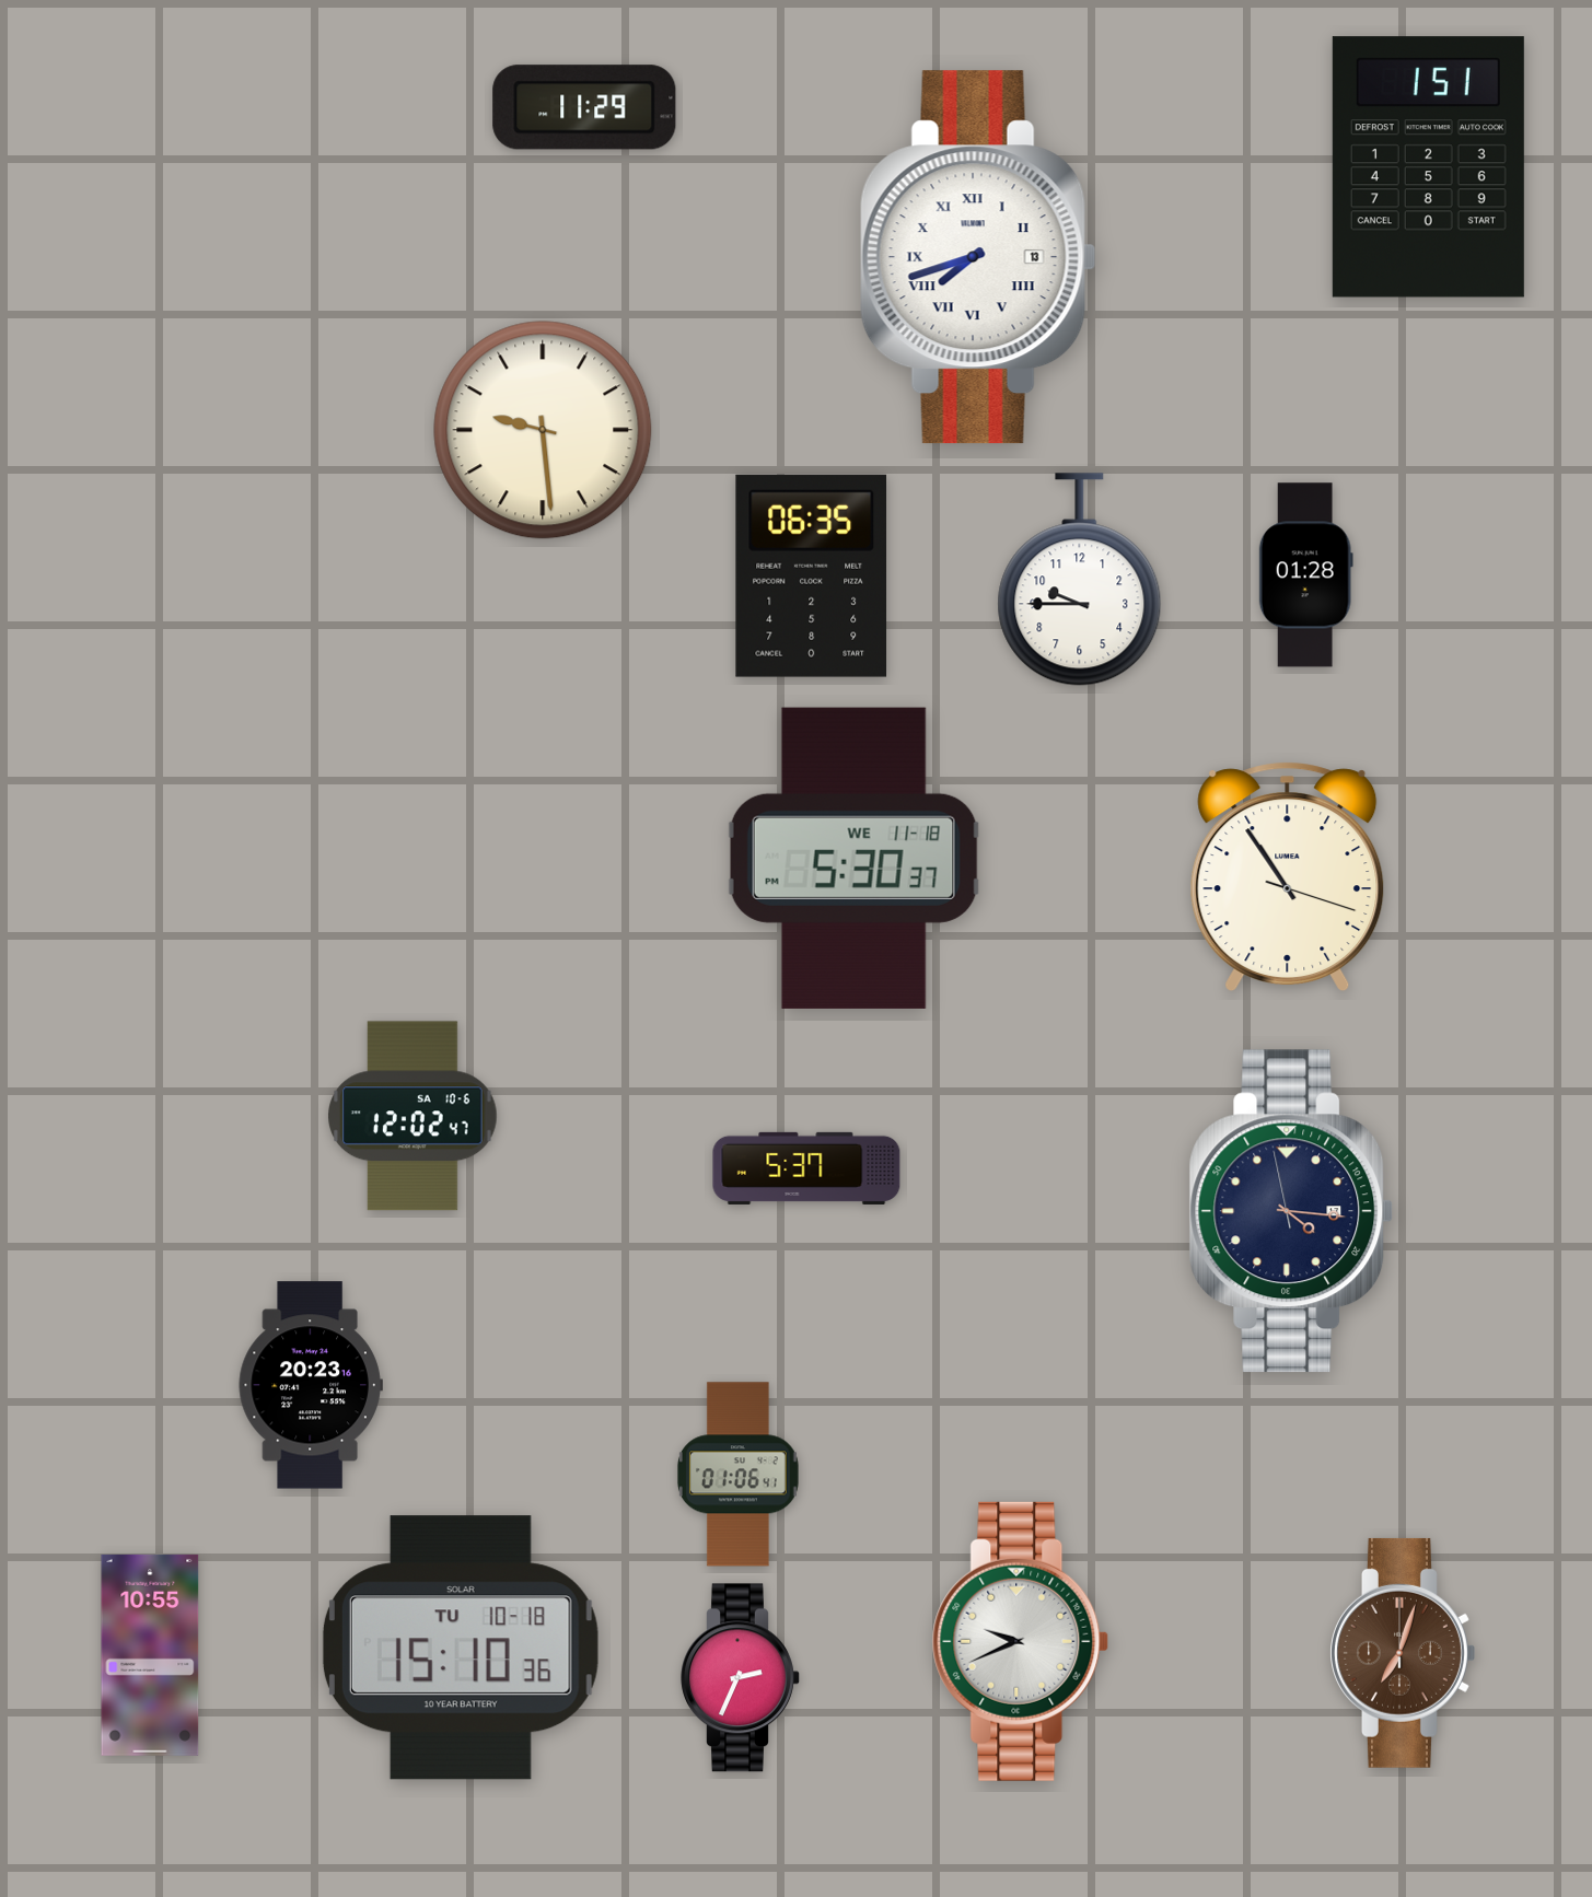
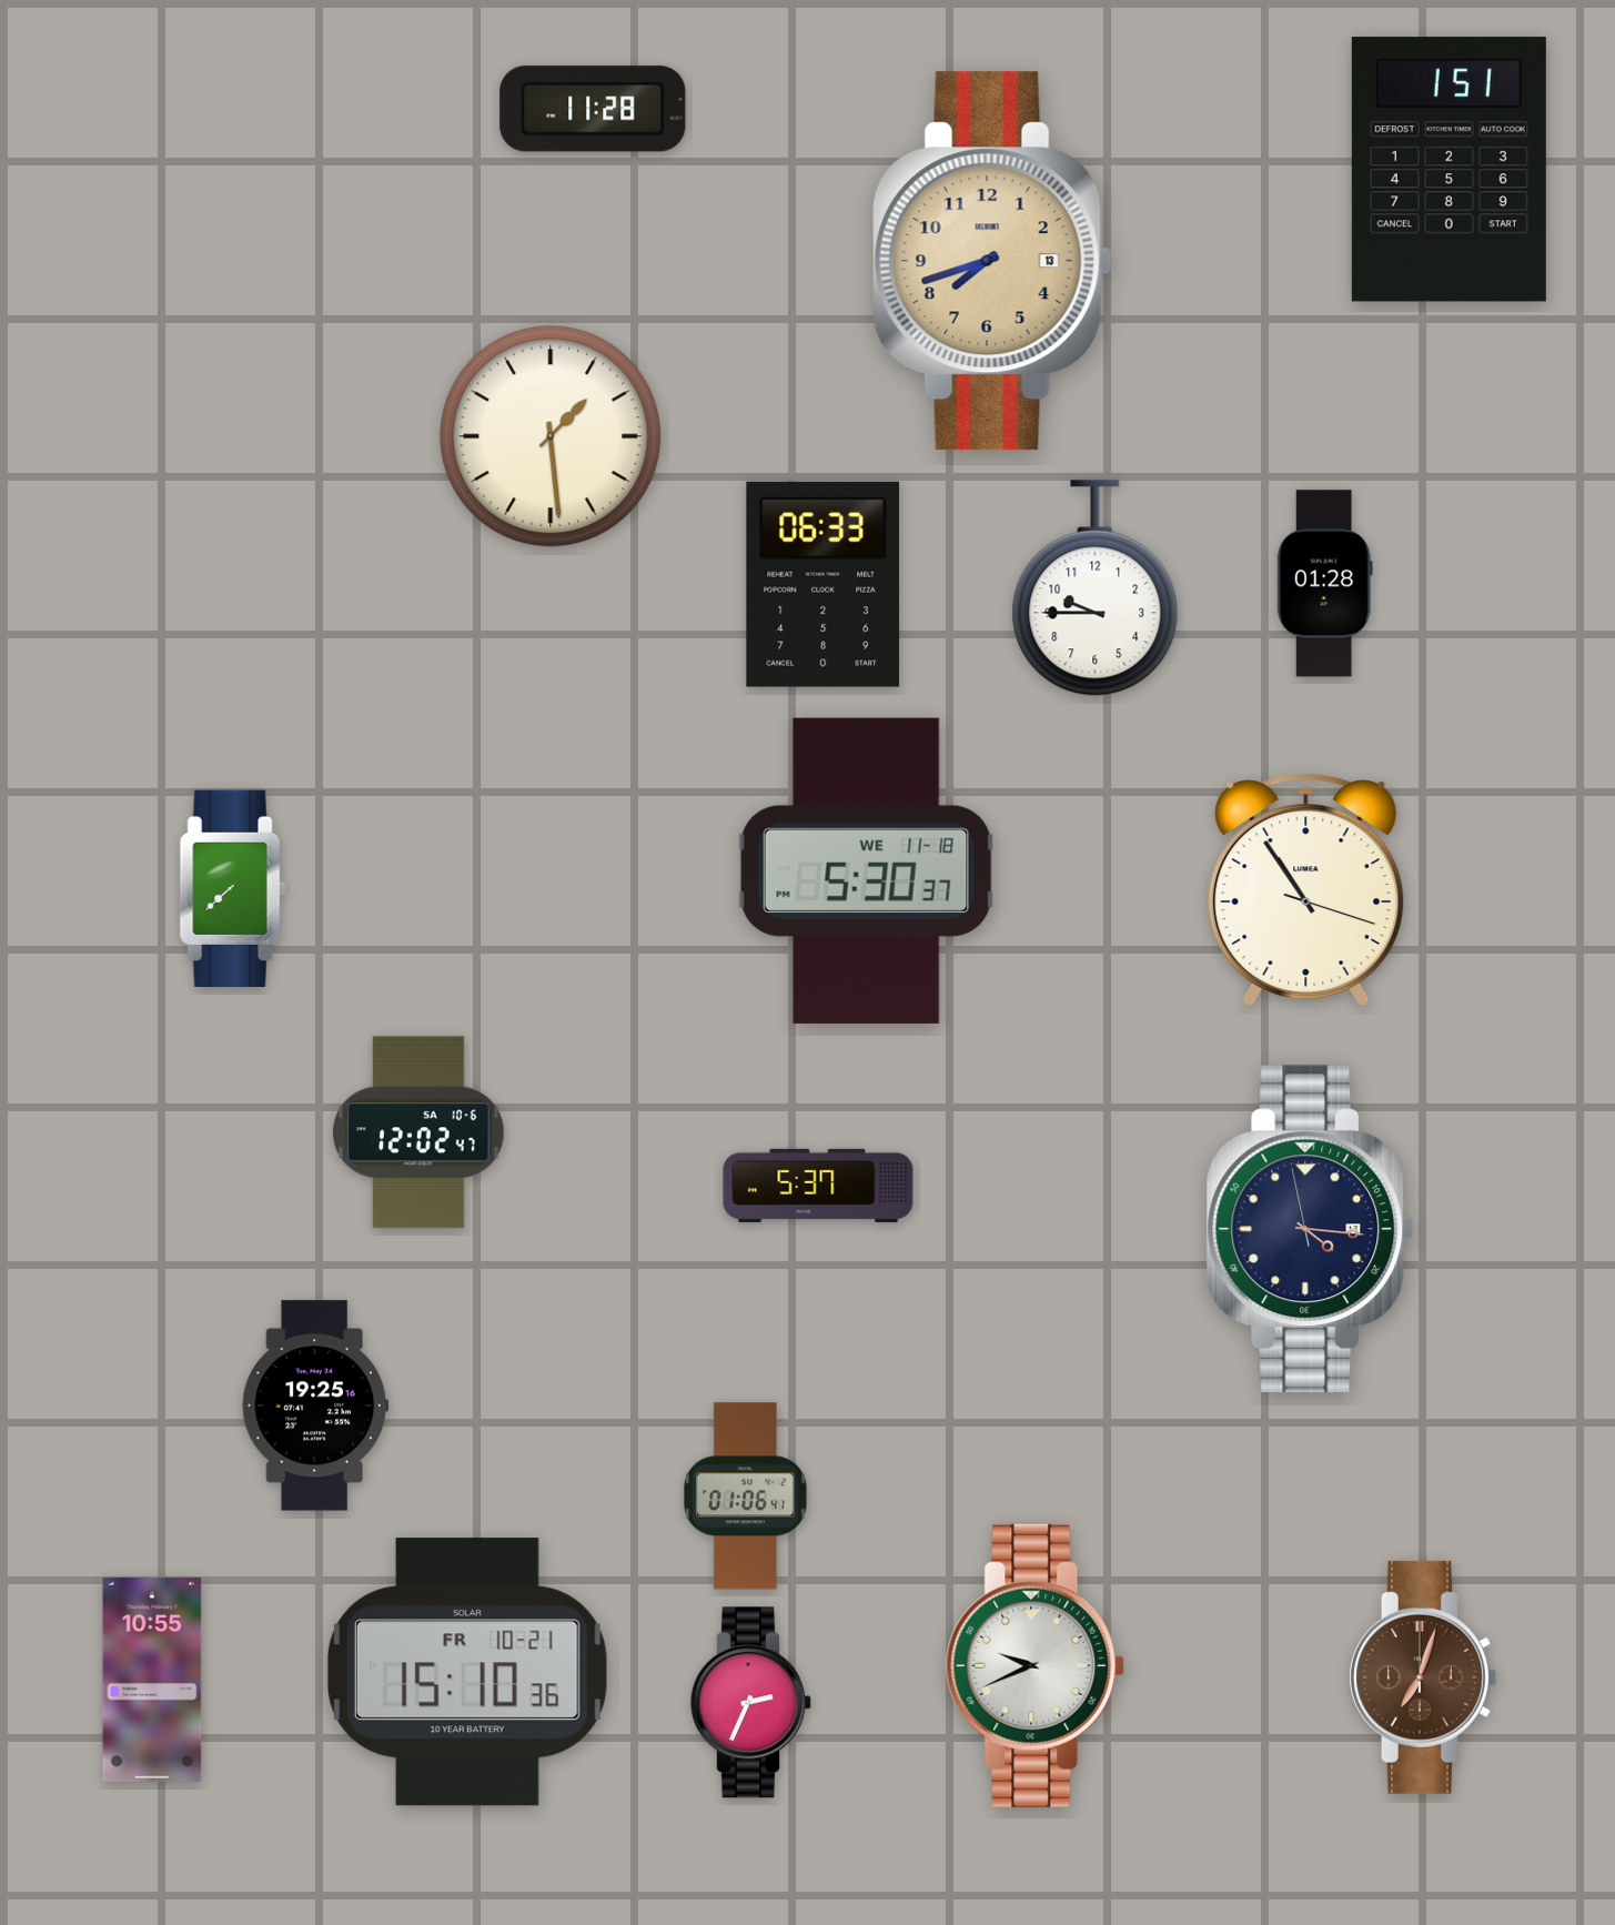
clock at (584, 107): 11:29 -> 11:28
clock at (978, 257) dial: white -> champagne
clock at (978, 257) numerals: Roman -> Arabic
clock at (543, 430): 9:29 -> 1:29
clock at (812, 575): 06:35 -> 06:33
clock at (232, 888): none -> 7:38
clock at (311, 1385): 20:23 -> 19:25
clock at (737, 1475) position: (737, 1475) -> (745, 1496)
clock at (461, 1648) date: TU 10-18 -> FR 10-21
